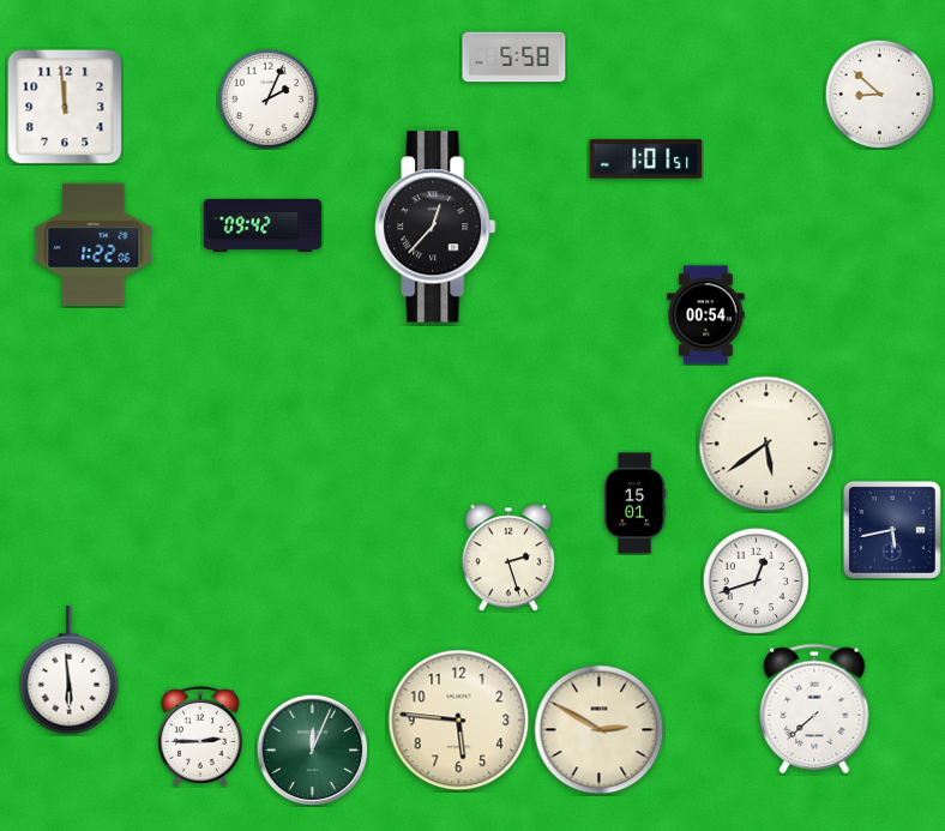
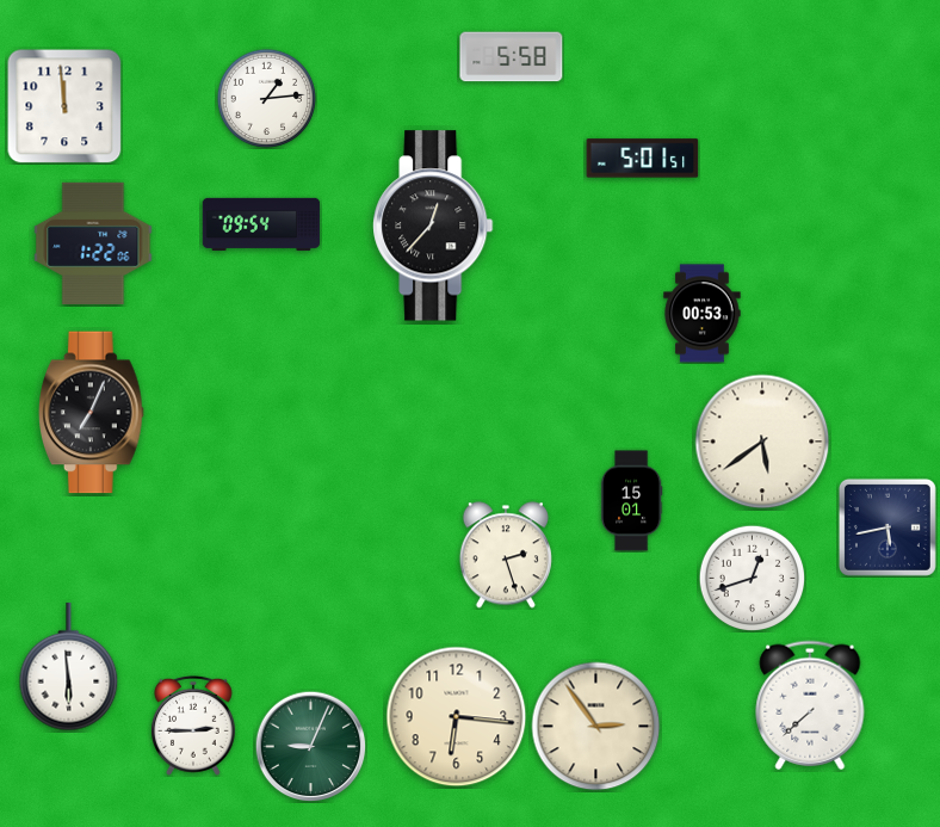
clock at (879, 94): 8:52 -> none
clock at (267, 98): 2:04 -> 1:14
clock at (646, 159): 1:01 -> 5:01
clock at (263, 224): 09:42 -> 09:54
clock at (706, 315): 00:54 -> 00:53
clock at (92, 413): none -> 7:04
clock at (459, 721): 5:46 -> 6:16
clock at (600, 730): 2:50 -> 2:54
clock at (200, 736) position: (200, 736) -> (193, 726)
clock at (312, 749): 12:04 -> 9:04
